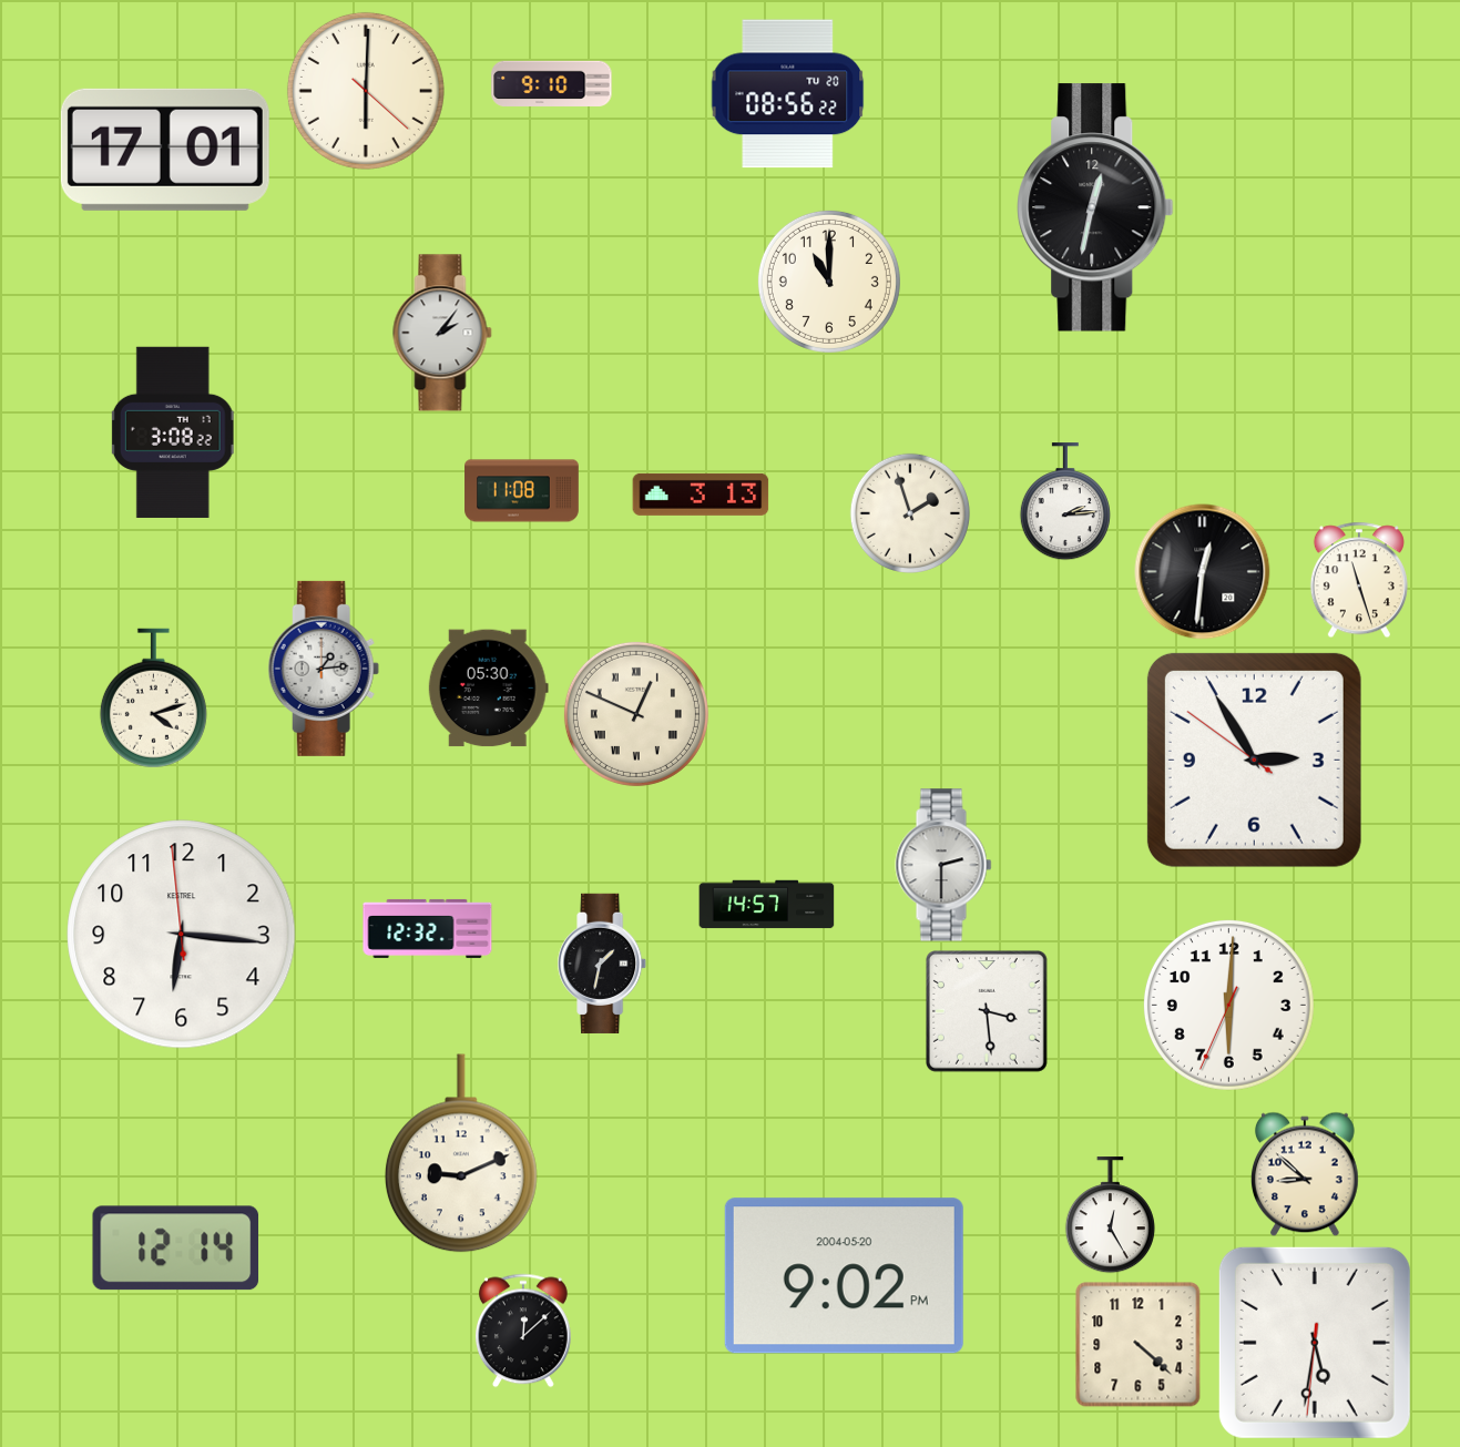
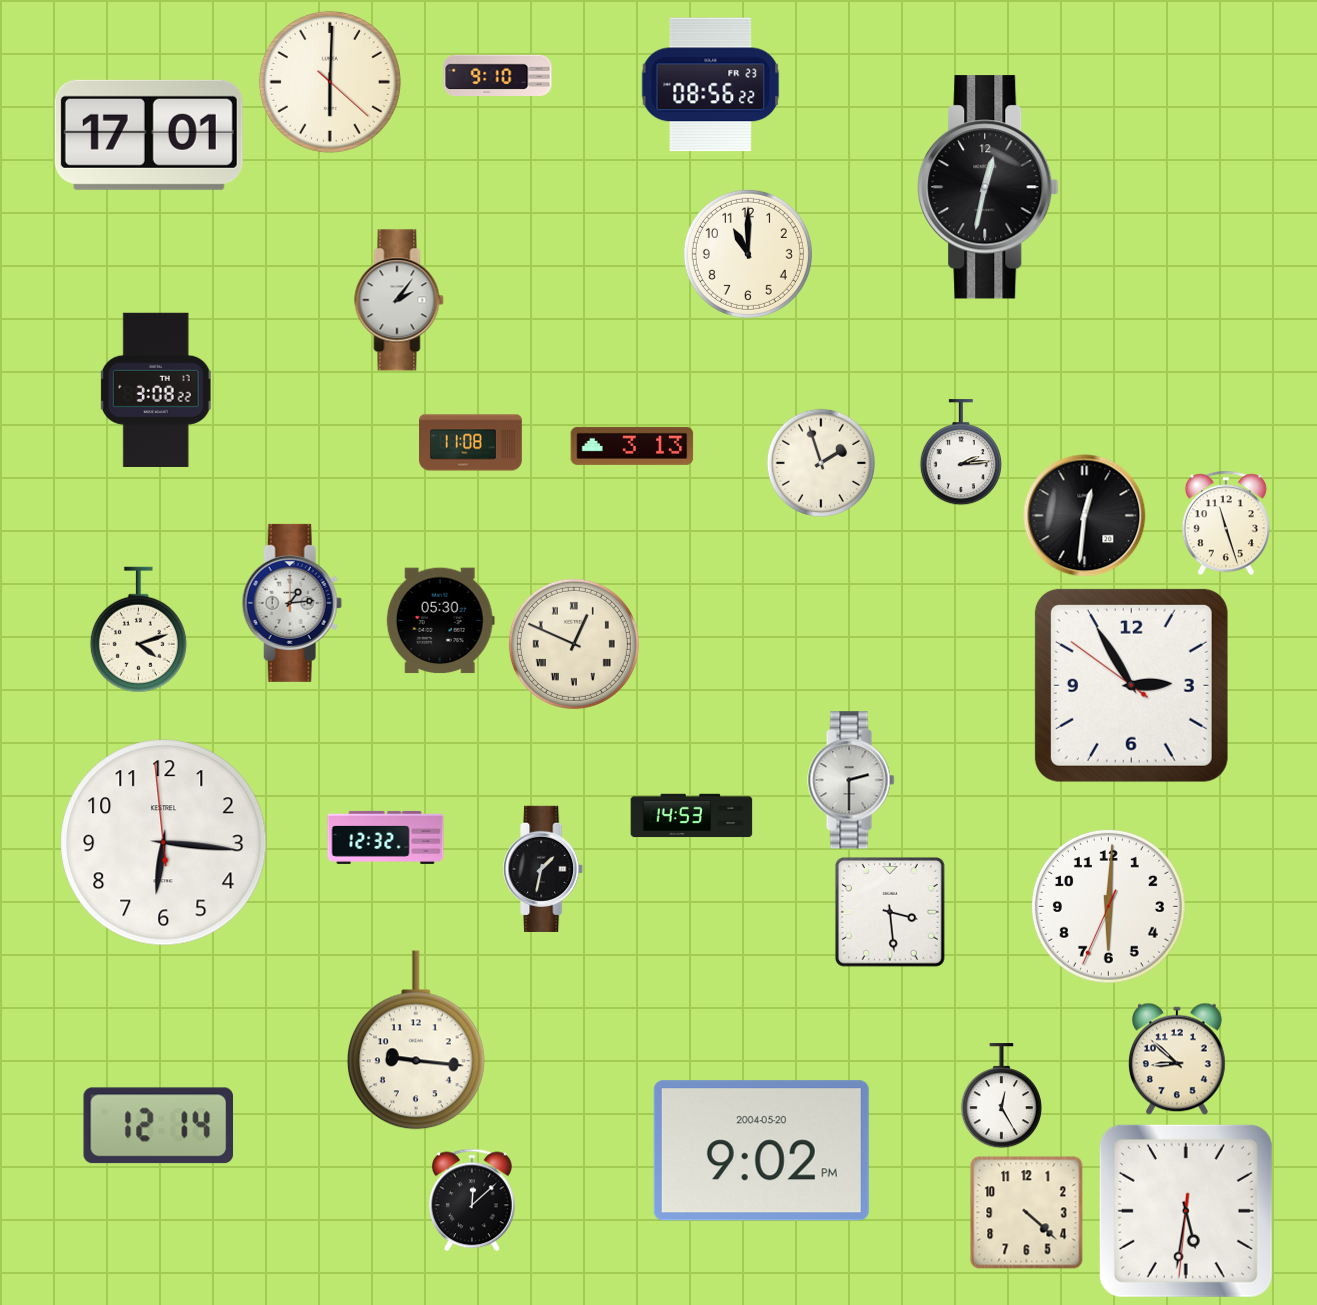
clock at (788, 94) date: TU 20 -> FR 23
clock at (767, 905): 14:57 -> 14:53
clock at (461, 1153): 9:11 -> 9:16
